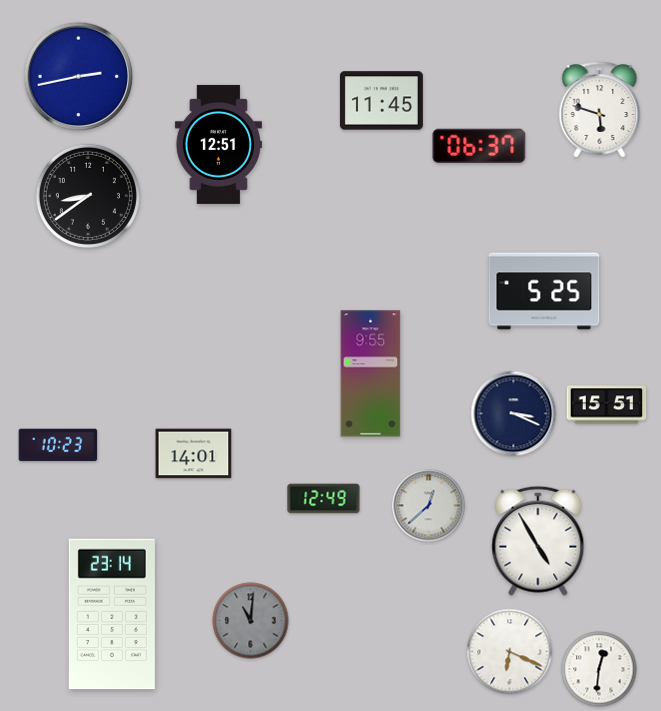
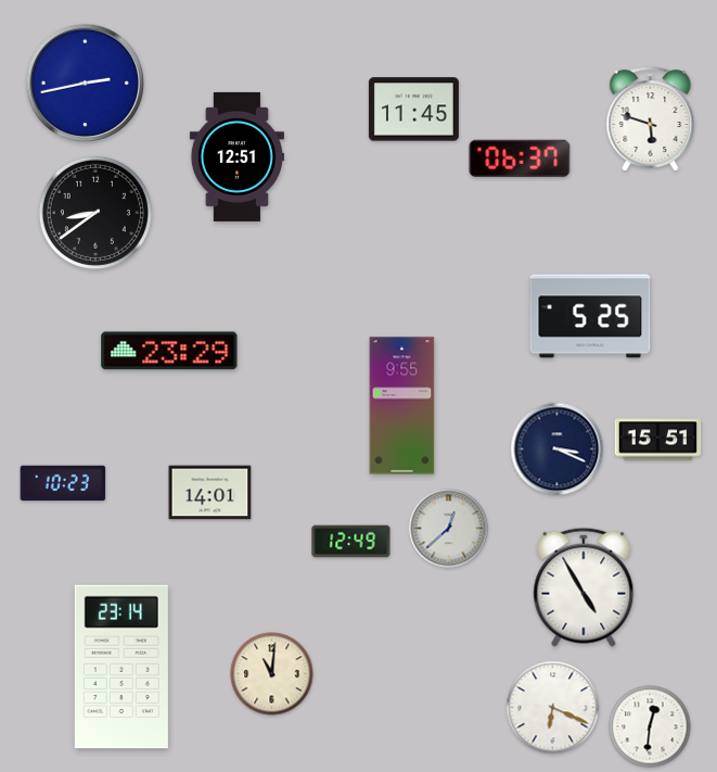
clock at (169, 351): none -> 23:29
clock at (429, 506) position: (429, 506) -> (449, 529)
clock at (251, 621) dial: grey -> cream
